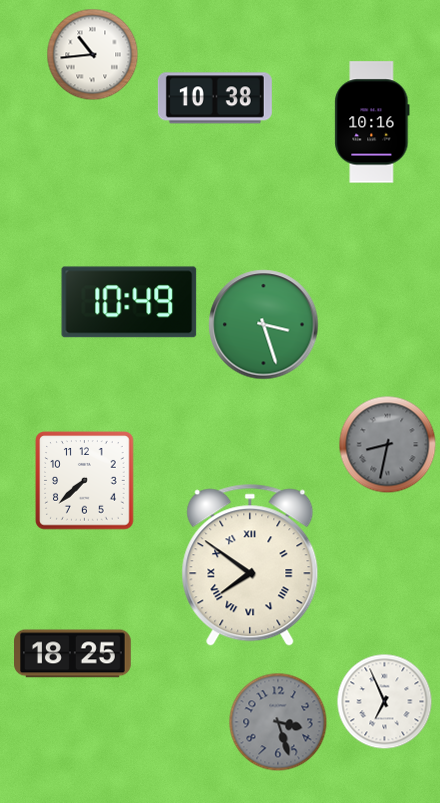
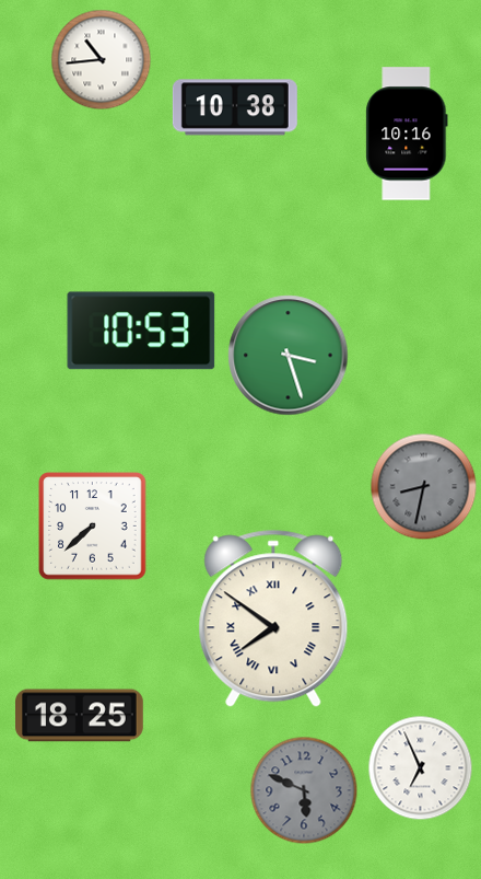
clock at (129, 302): 10:49 -> 10:53
clock at (278, 722): 3:27 -> 5:49
